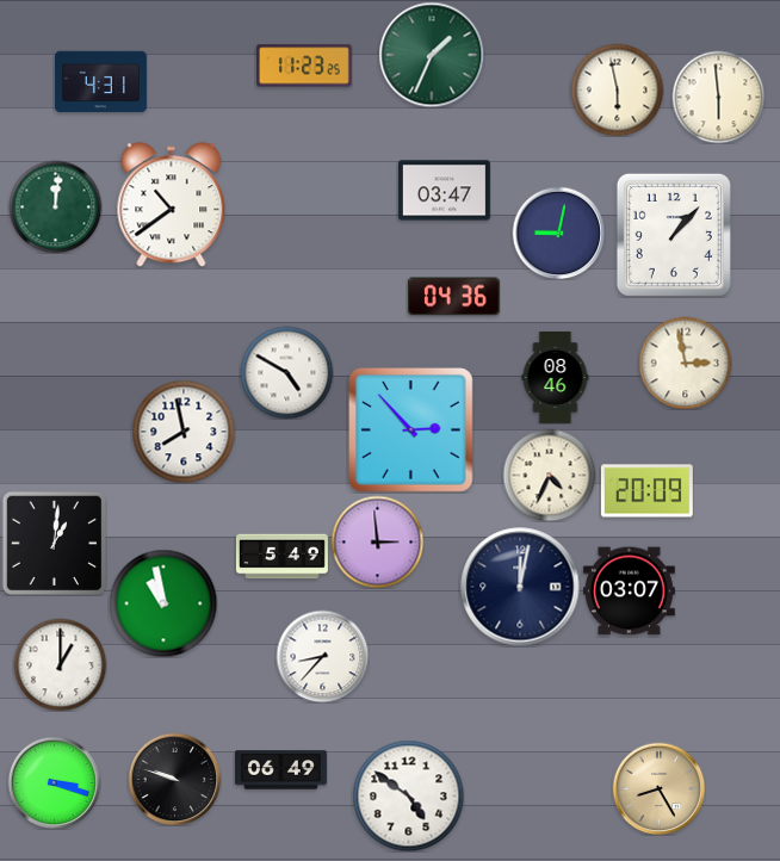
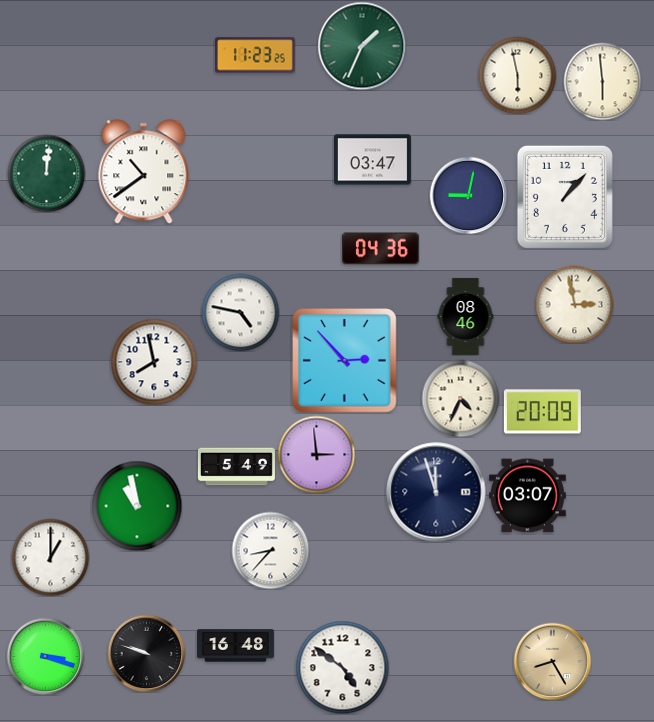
clock at (100, 82): 4:31 -> none
clock at (286, 372): 4:50 -> 4:47
clock at (54, 543): 1:01 -> none
clock at (520, 587): 12:02 -> 11:57
clock at (280, 770): 06:49 -> 16:48
